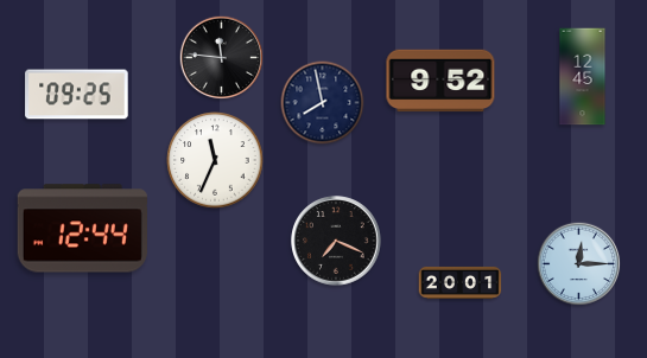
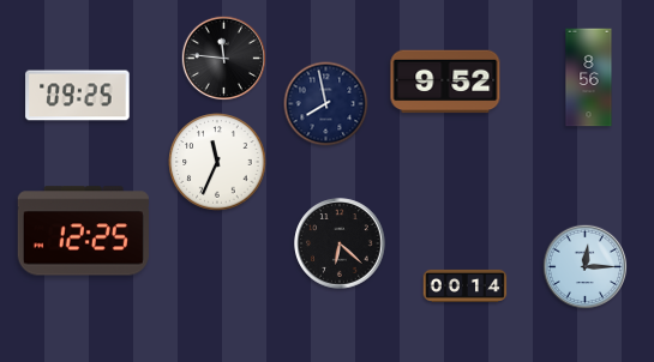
clock at (583, 77): 12:45 -> 8:56
clock at (82, 229): 12:44 -> 12:25
clock at (336, 241): 7:19 -> 6:22
clock at (461, 282): 20:01 -> 00:14
